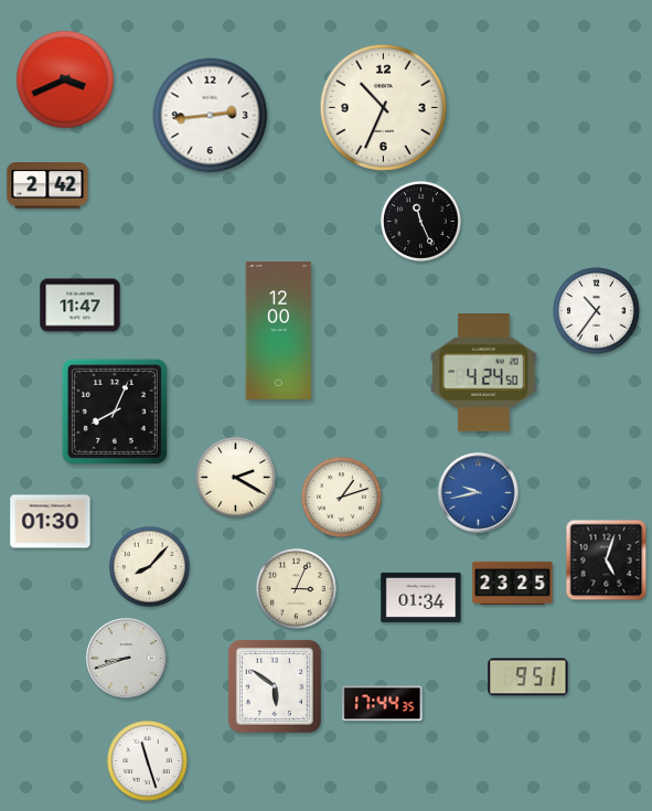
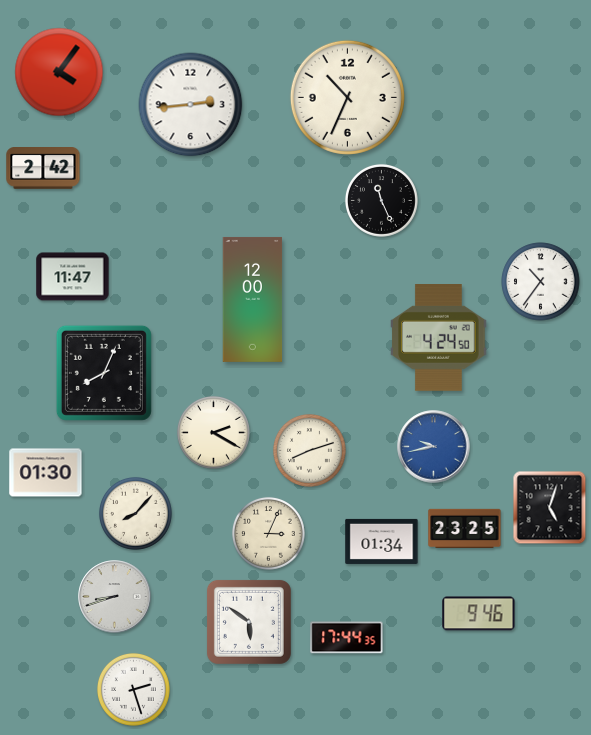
clock at (65, 79): 3:41 -> 4:06
clock at (341, 497): 1:12 -> 8:12
clock at (528, 677): 9:51 -> 9:46
clock at (147, 760): 11:27 -> 2:27
